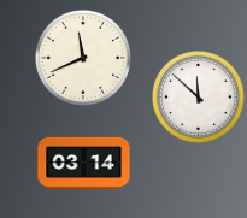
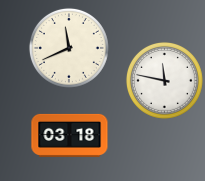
clock at (198, 96): 11:52 -> 11:47
clock at (84, 163): 03:14 -> 03:18
